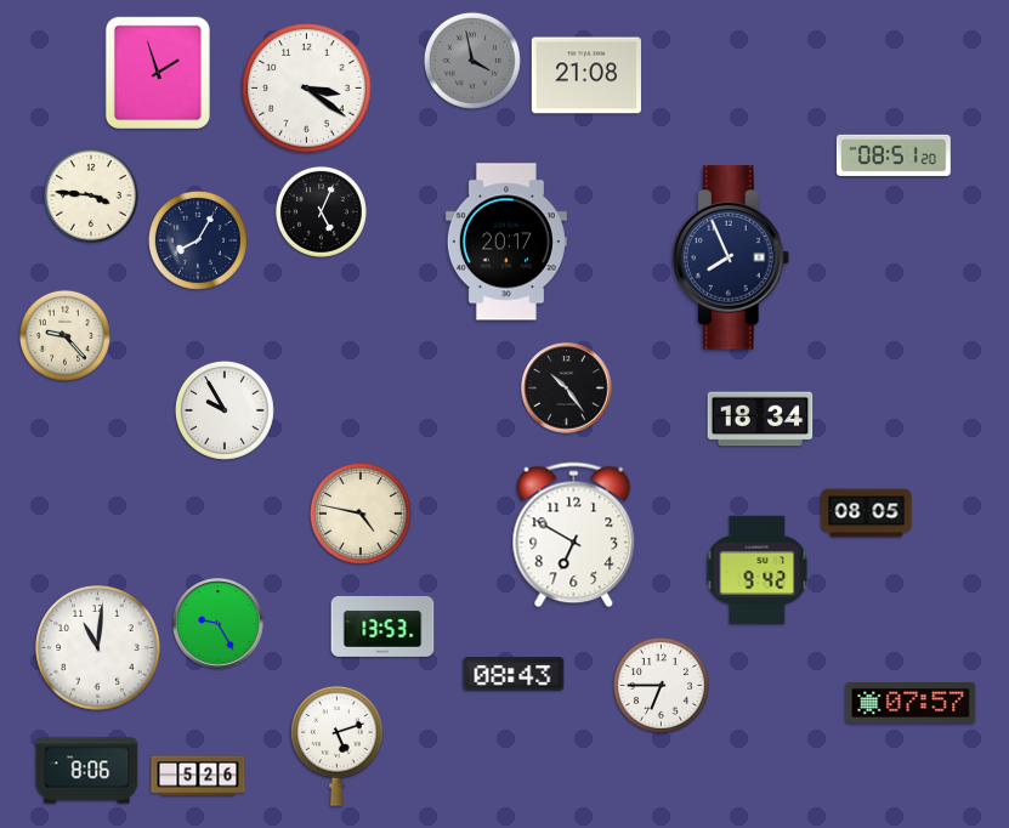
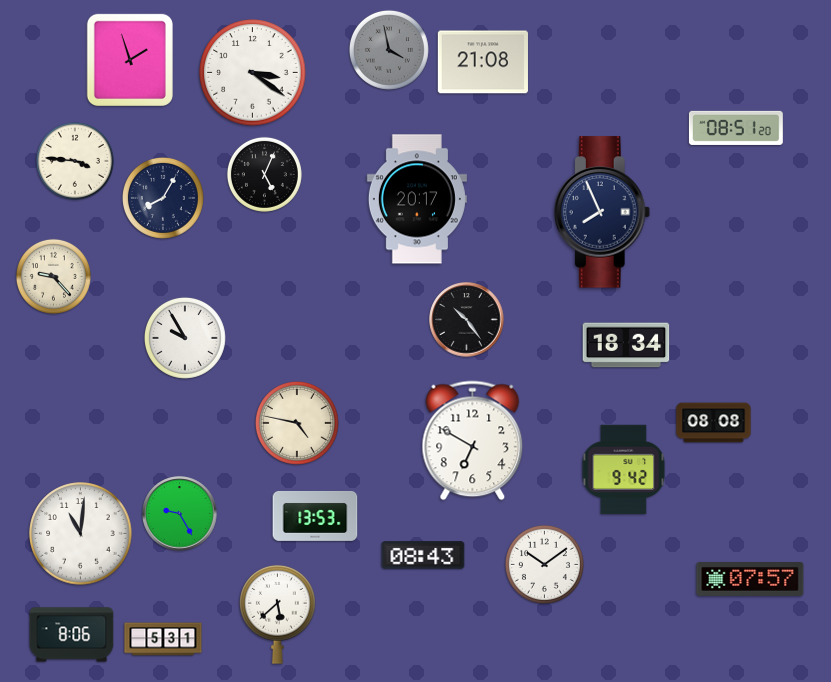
clock at (867, 514): 08:05 -> 08:08
clock at (661, 685): 6:45 -> 10:09
clock at (338, 745): 5:12 -> 5:38
clock at (198, 776): 5:26 -> 5:31
